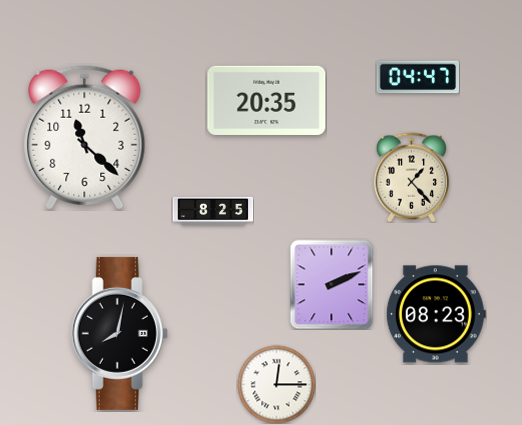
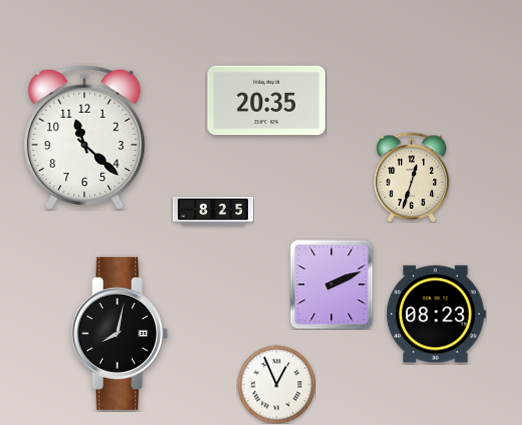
clock at (417, 77): 04:47 -> none
clock at (412, 177): 1:23 -> 12:33
clock at (276, 384): 12:15 -> 12:56
